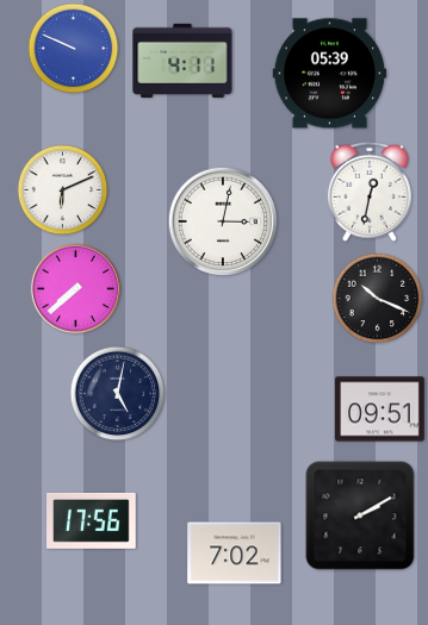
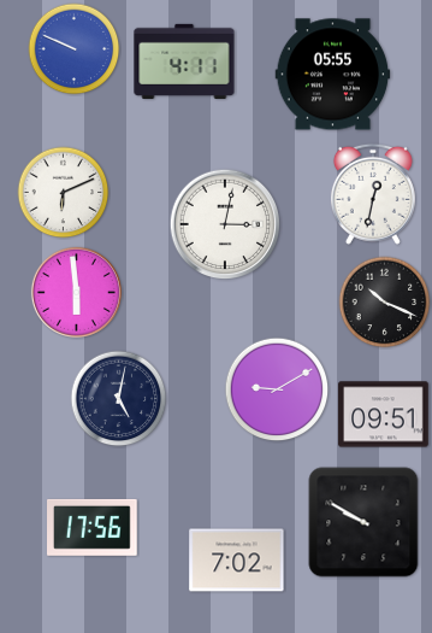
clock at (330, 74): 05:39 -> 05:55
clock at (75, 288): 7:38 -> 5:59
clock at (378, 299) position: (378, 299) -> (385, 303)
clock at (277, 389): none -> 9:10
clock at (360, 515): 2:10 -> 9:50
